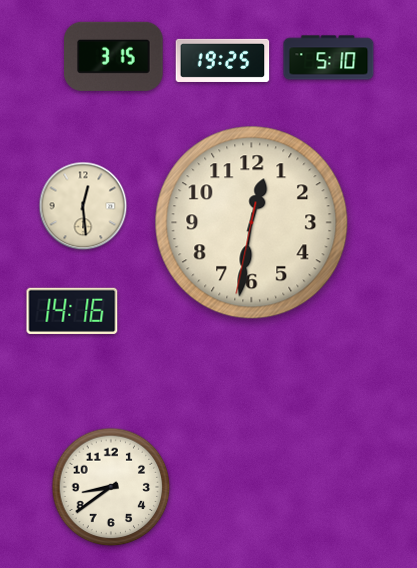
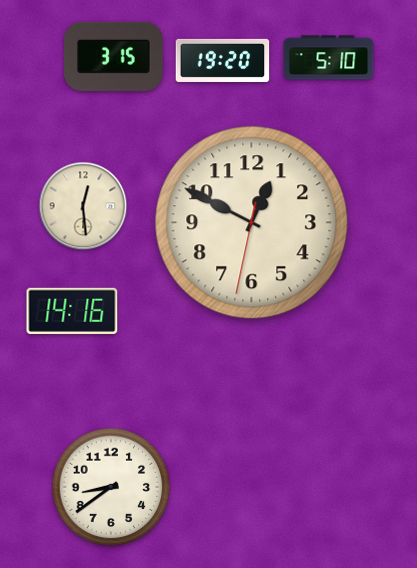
clock at (223, 60): 19:25 -> 19:20
clock at (252, 223): 12:31 -> 12:49
